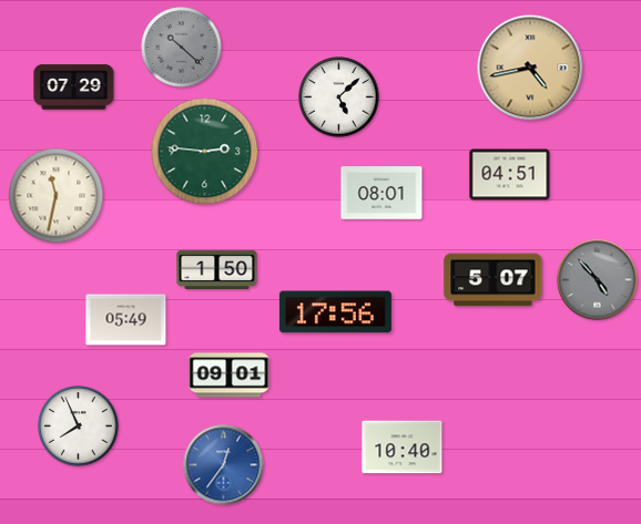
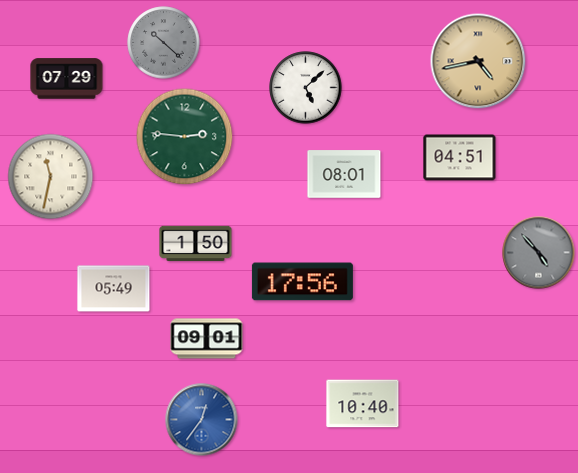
clock at (494, 280): 5:07 -> none
clock at (79, 427): 7:56 -> none
